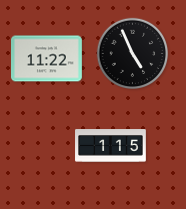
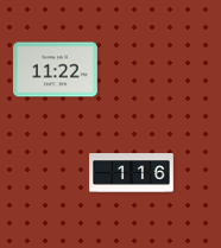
clock at (133, 54): 4:56 -> none
clock at (111, 146): 1:15 -> 1:16
